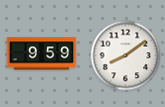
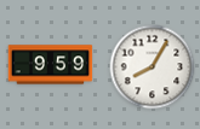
clock at (126, 56): 8:09 -> 8:05
